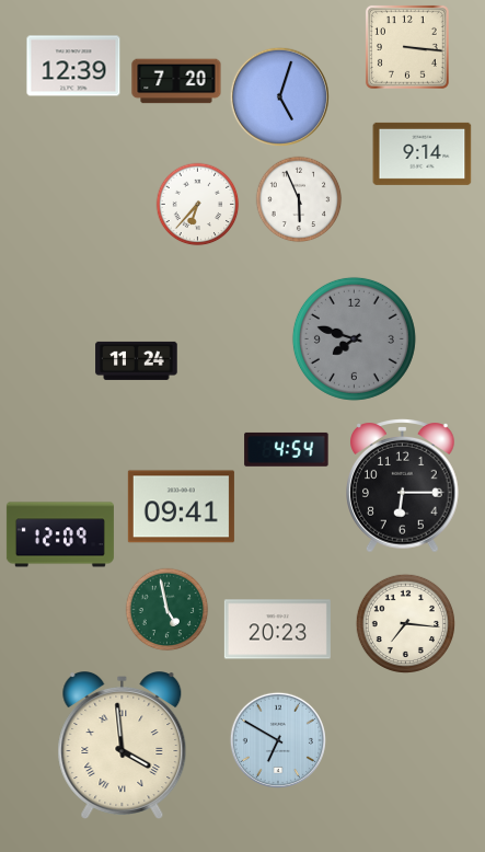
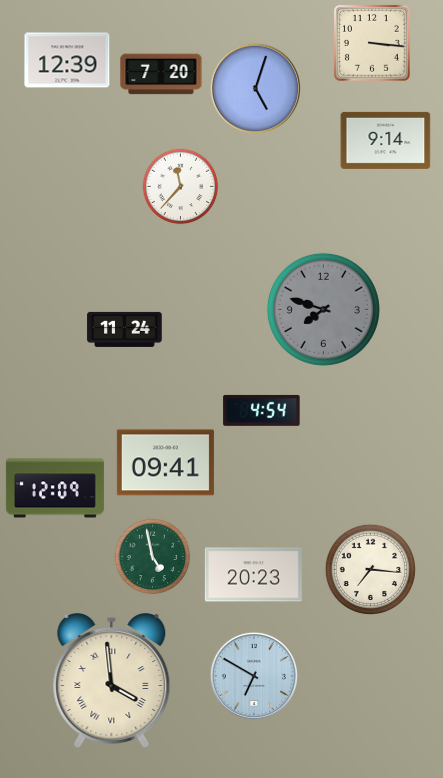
clock at (299, 199): 5:56 -> none
clock at (198, 205): 6:37 -> 11:37
clock at (403, 486): 6:15 -> none
